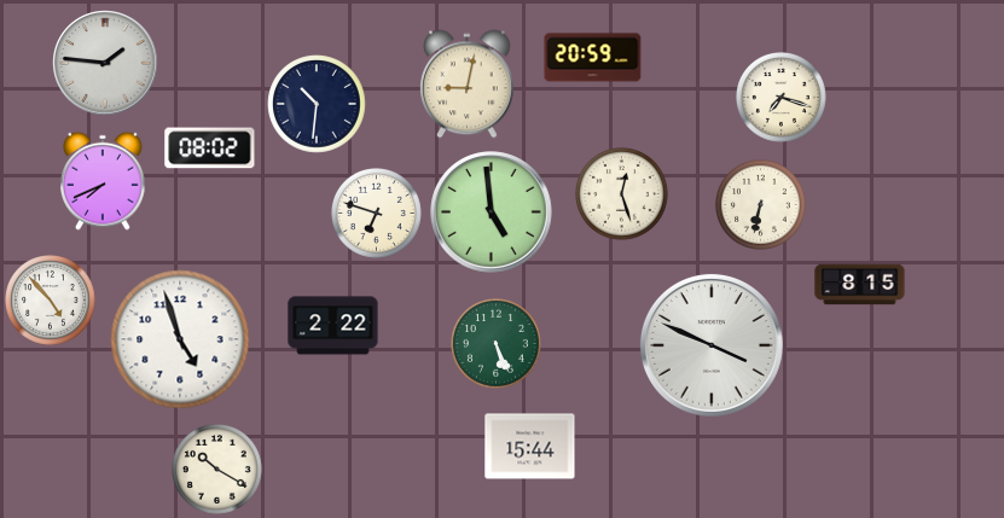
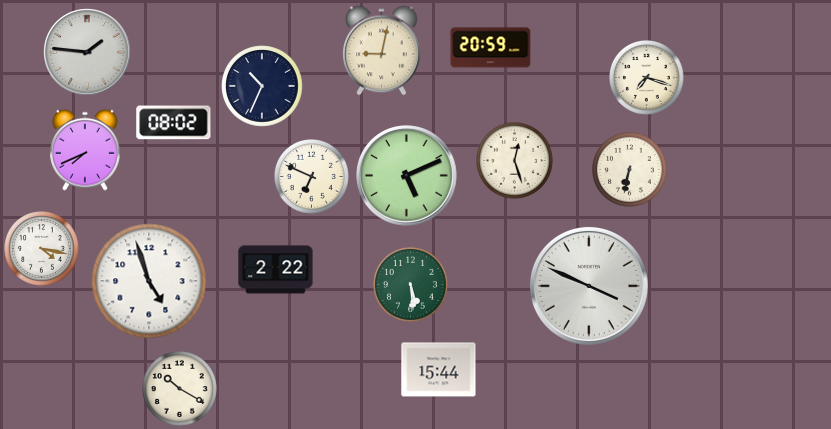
clock at (468, 85) position: (468, 85) -> (382, 51)
clock at (782, 98) position: (782, 98) -> (647, 78)
clock at (317, 104): 10:31 -> 10:34
clock at (492, 213): 4:59 -> 5:11
clock at (377, 214): 6:48 -> 6:49
clock at (860, 285): 8:15 -> none
clock at (51, 301): 4:53 -> 4:17
clock at (497, 344): 5:26 -> 5:29
